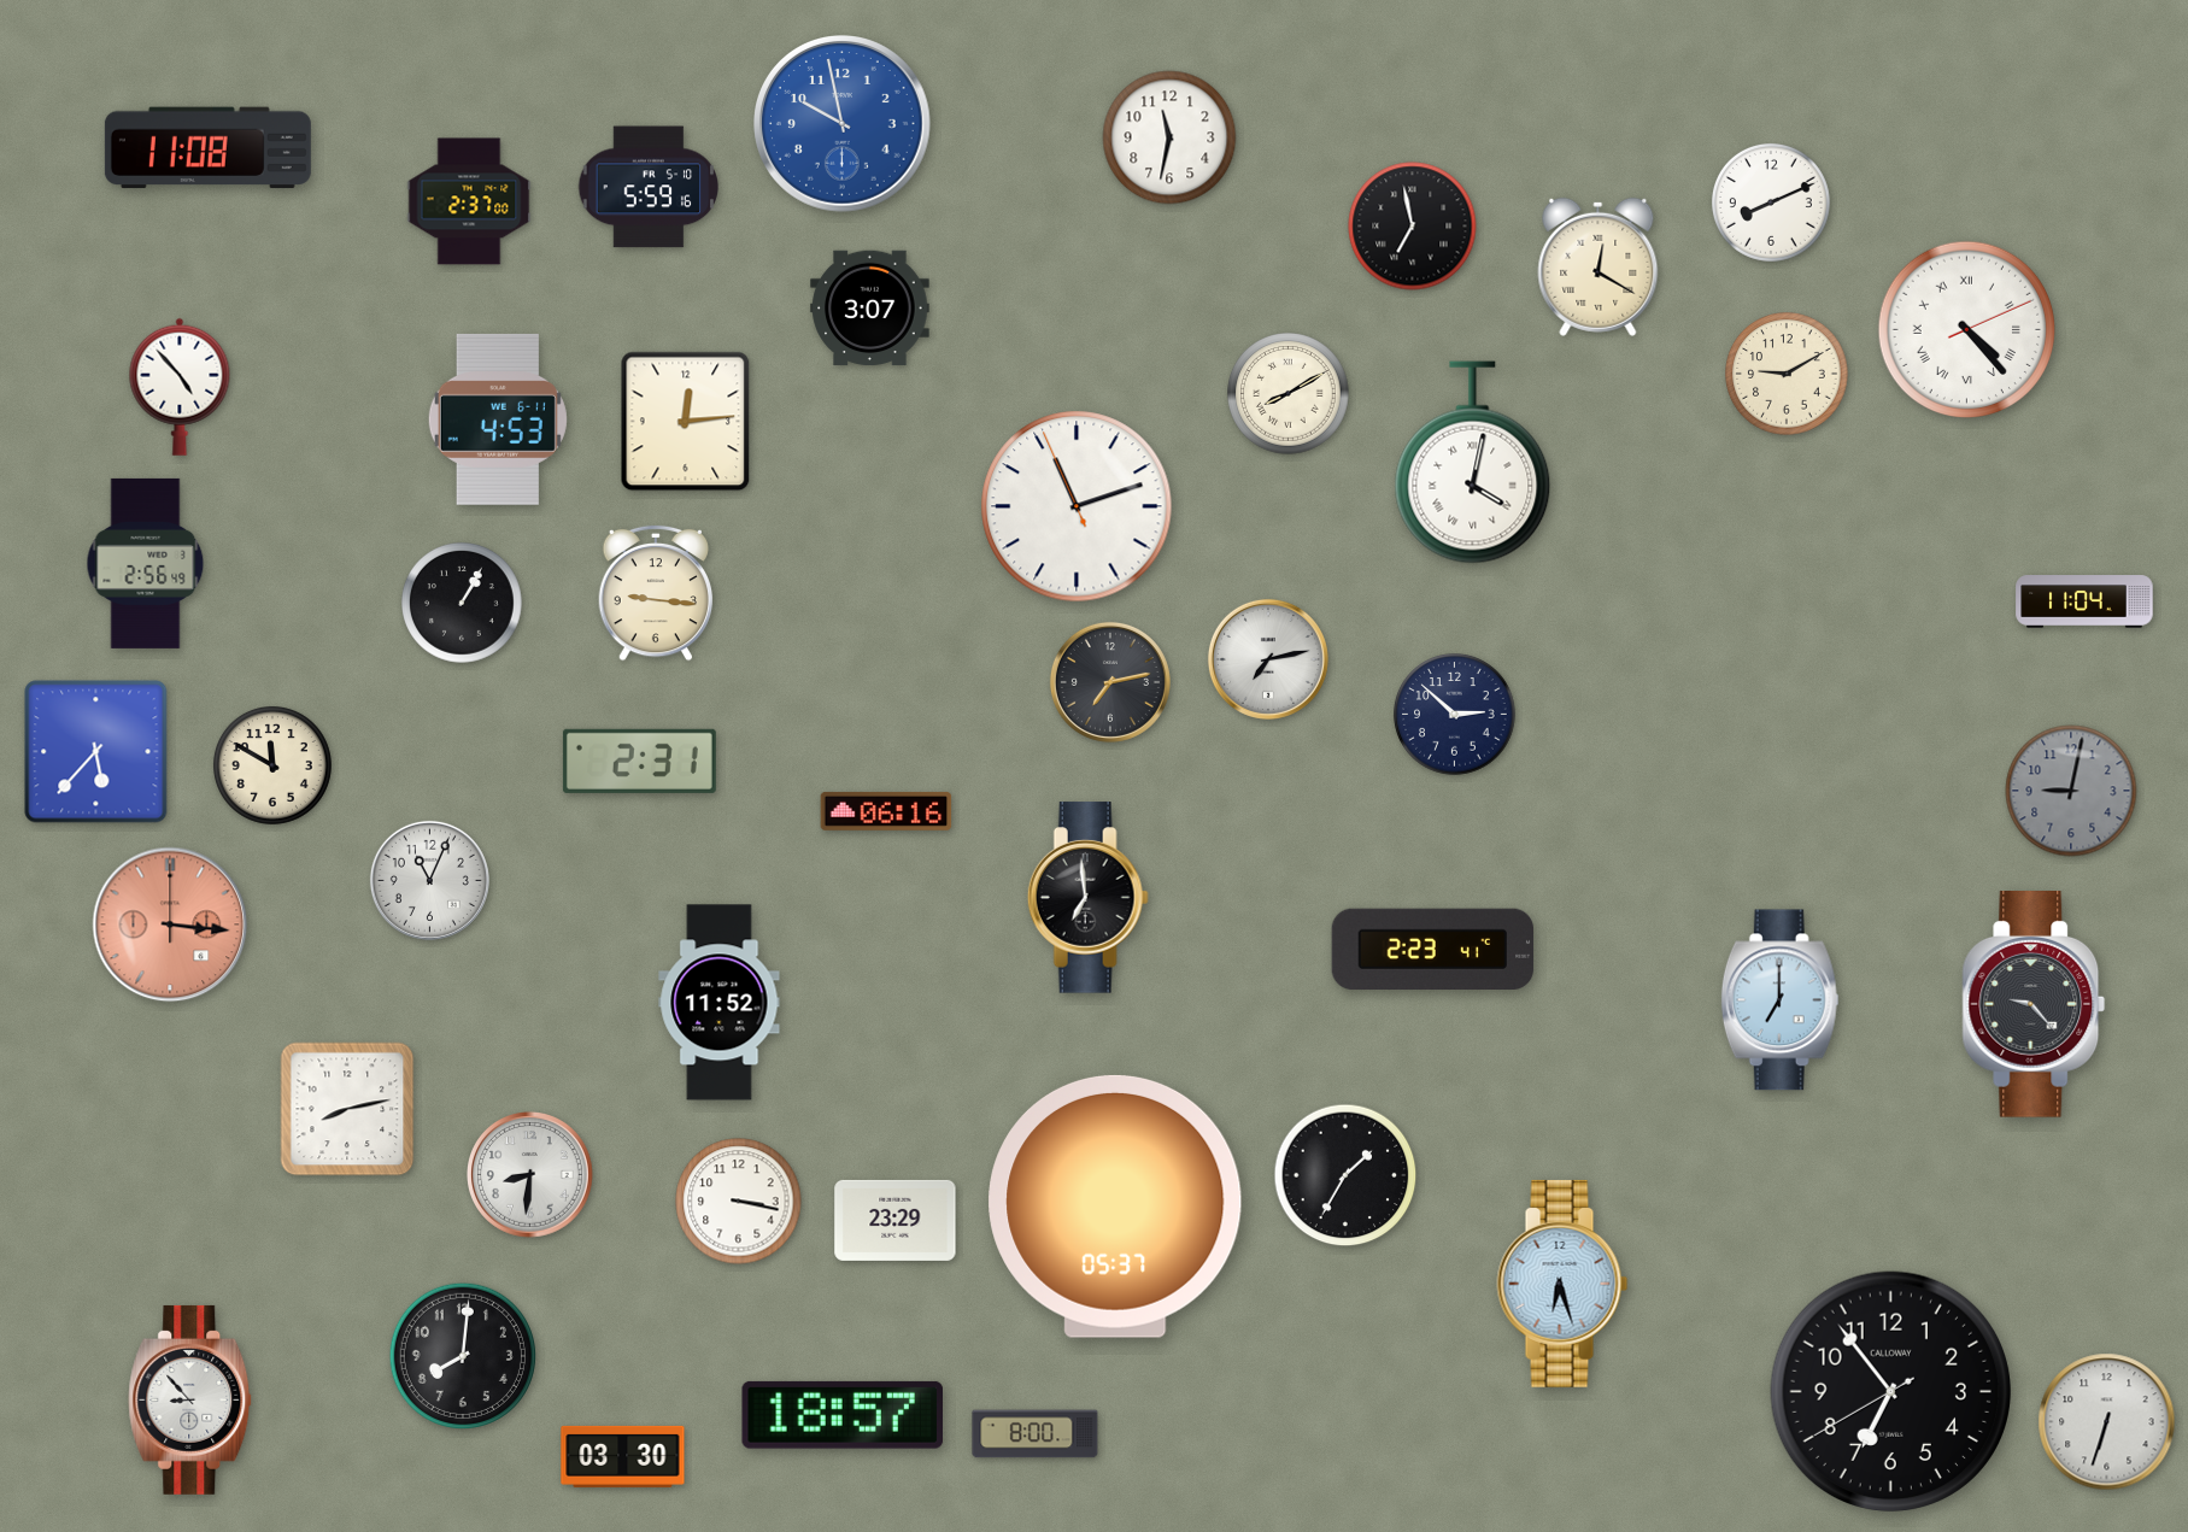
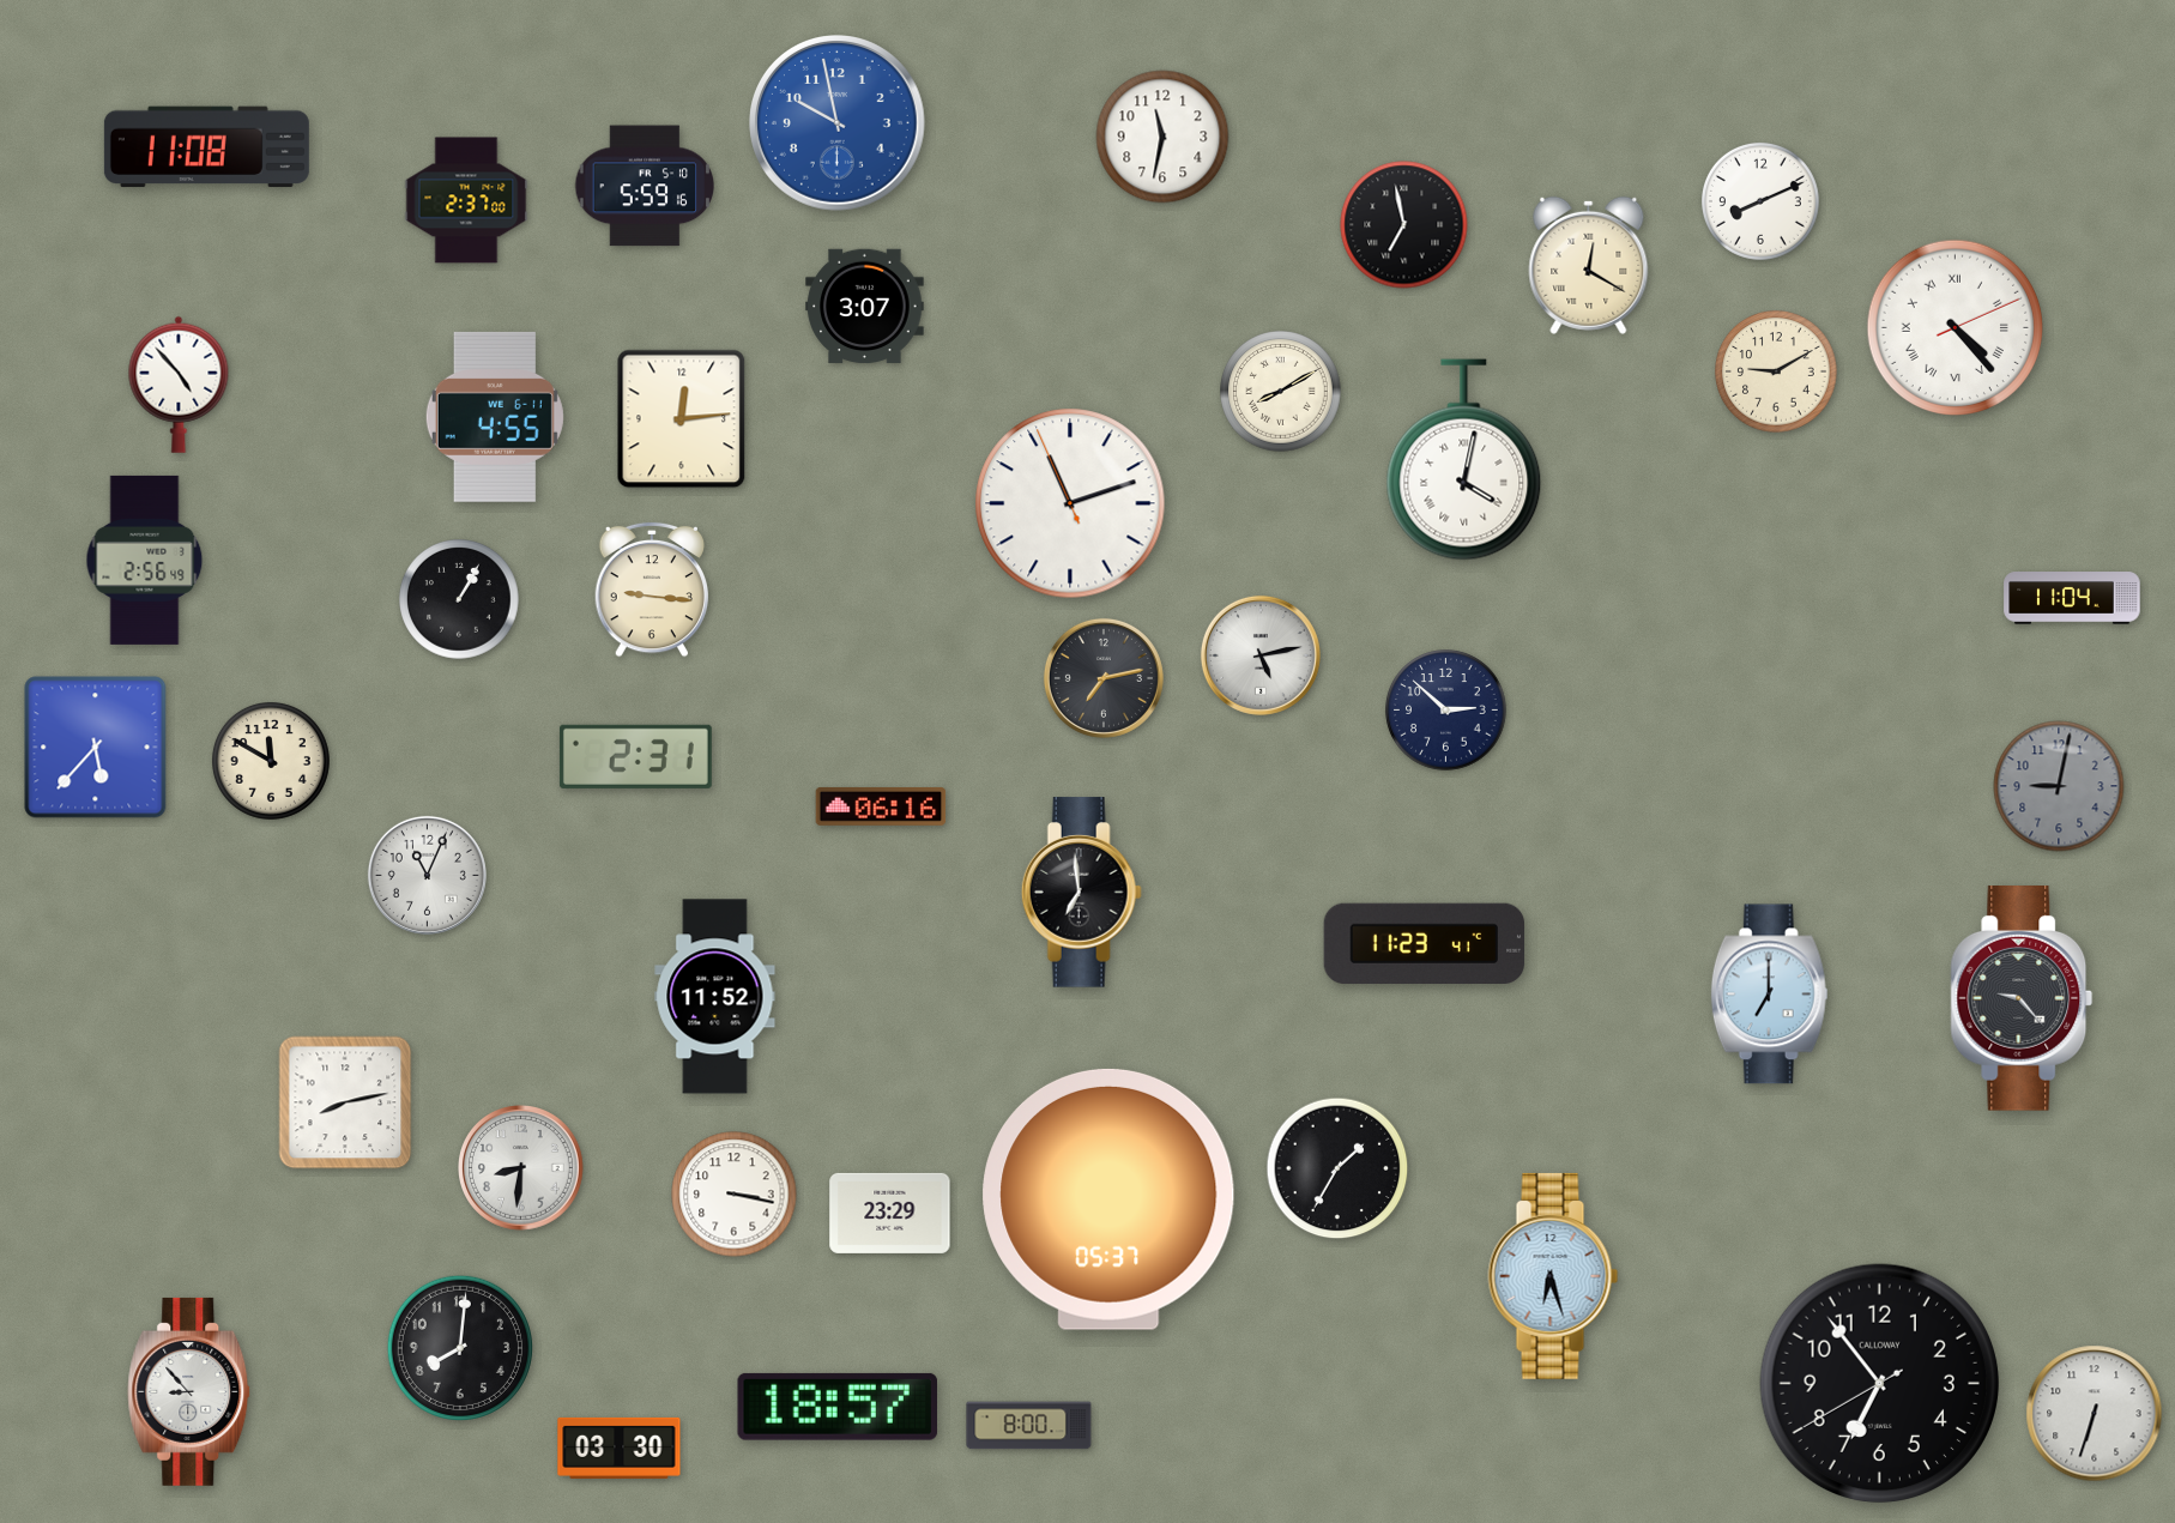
clock at (498, 419): 4:53 -> 4:55
clock at (1268, 659): 7:13 -> 5:13
clock at (170, 925): 3:16 -> none
clock at (1433, 949): 2:23 -> 11:23
clock at (530, 1175) position: (530, 1175) -> (521, 1168)
